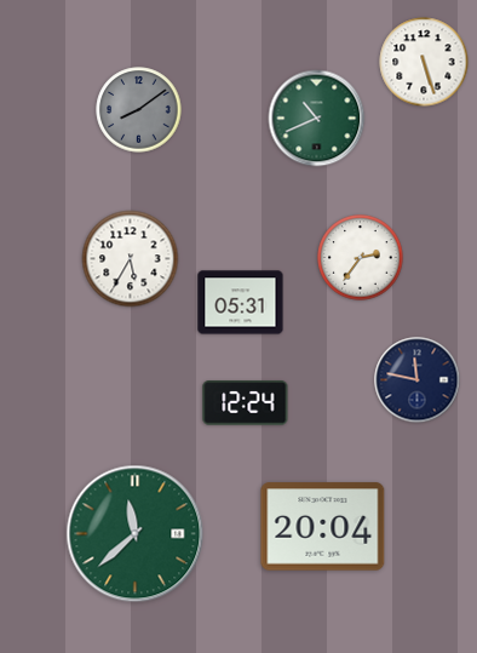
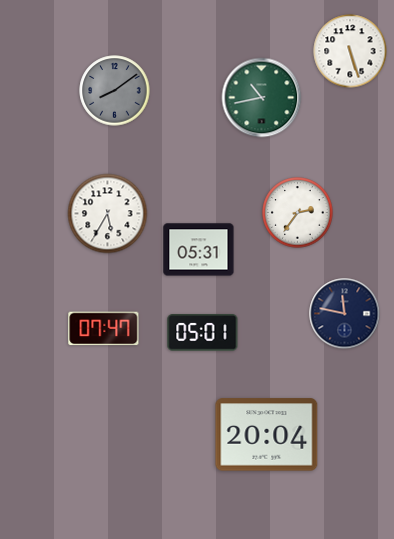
clock at (317, 119): 10:41 -> 10:43
clock at (104, 329): none -> 07:47
clock at (246, 403): 12:24 -> 05:01
clock at (136, 534): 11:38 -> none
